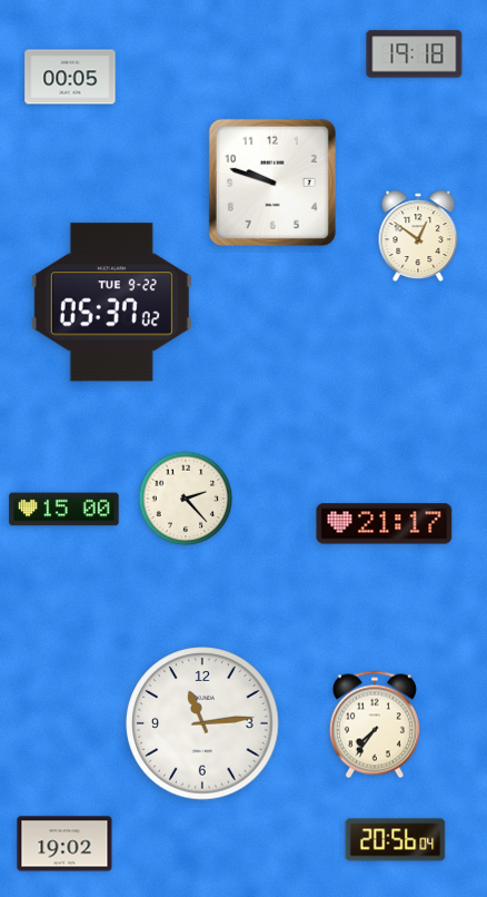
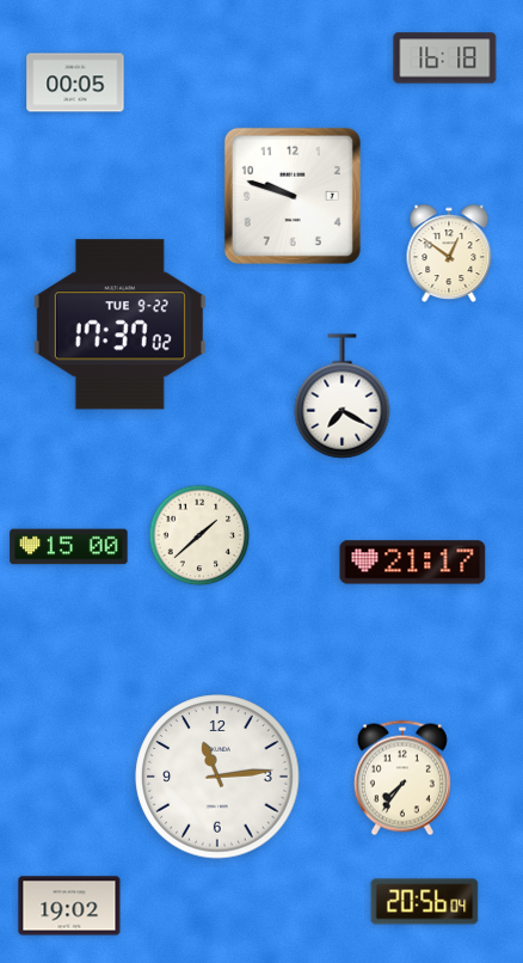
clock at (415, 55): 19:18 -> 16:18
clock at (111, 303): 05:37 -> 17:37
clock at (343, 397): none -> 7:20
clock at (186, 499): 2:23 -> 1:38
